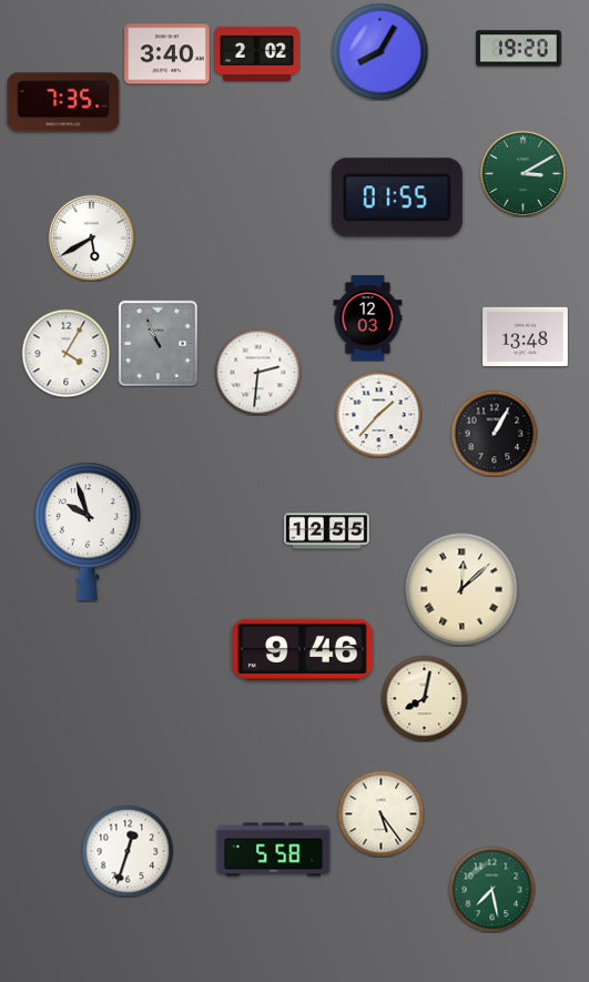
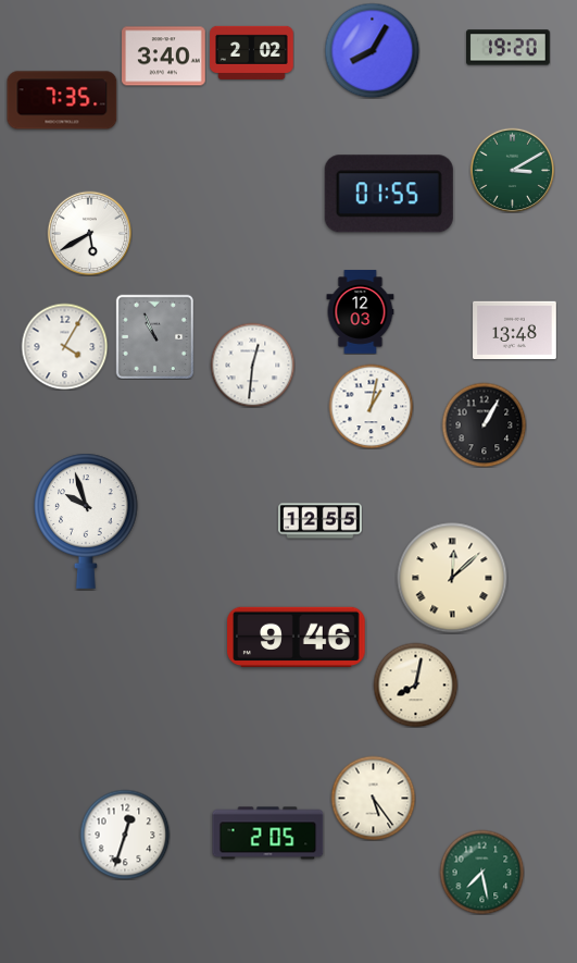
clock at (167, 54) position: (167, 54) -> (164, 57)
clock at (257, 372): 2:31 -> 12:31
clock at (378, 414): 1:37 -> 1:02
clock at (274, 850): 5:58 -> 2:05
